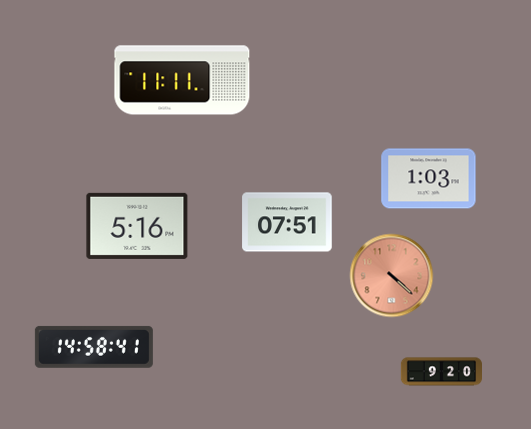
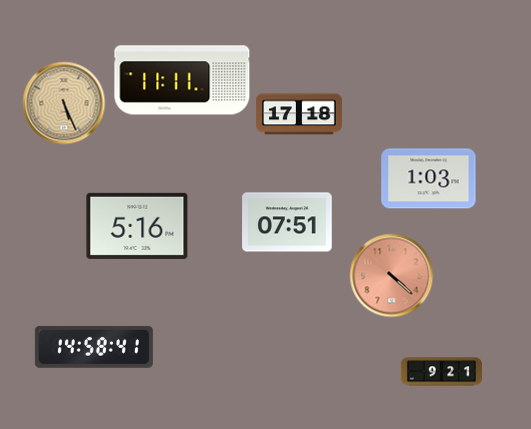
clock at (64, 103): none -> 5:26
clock at (299, 114): none -> 17:18
clock at (441, 372): 9:20 -> 9:21
